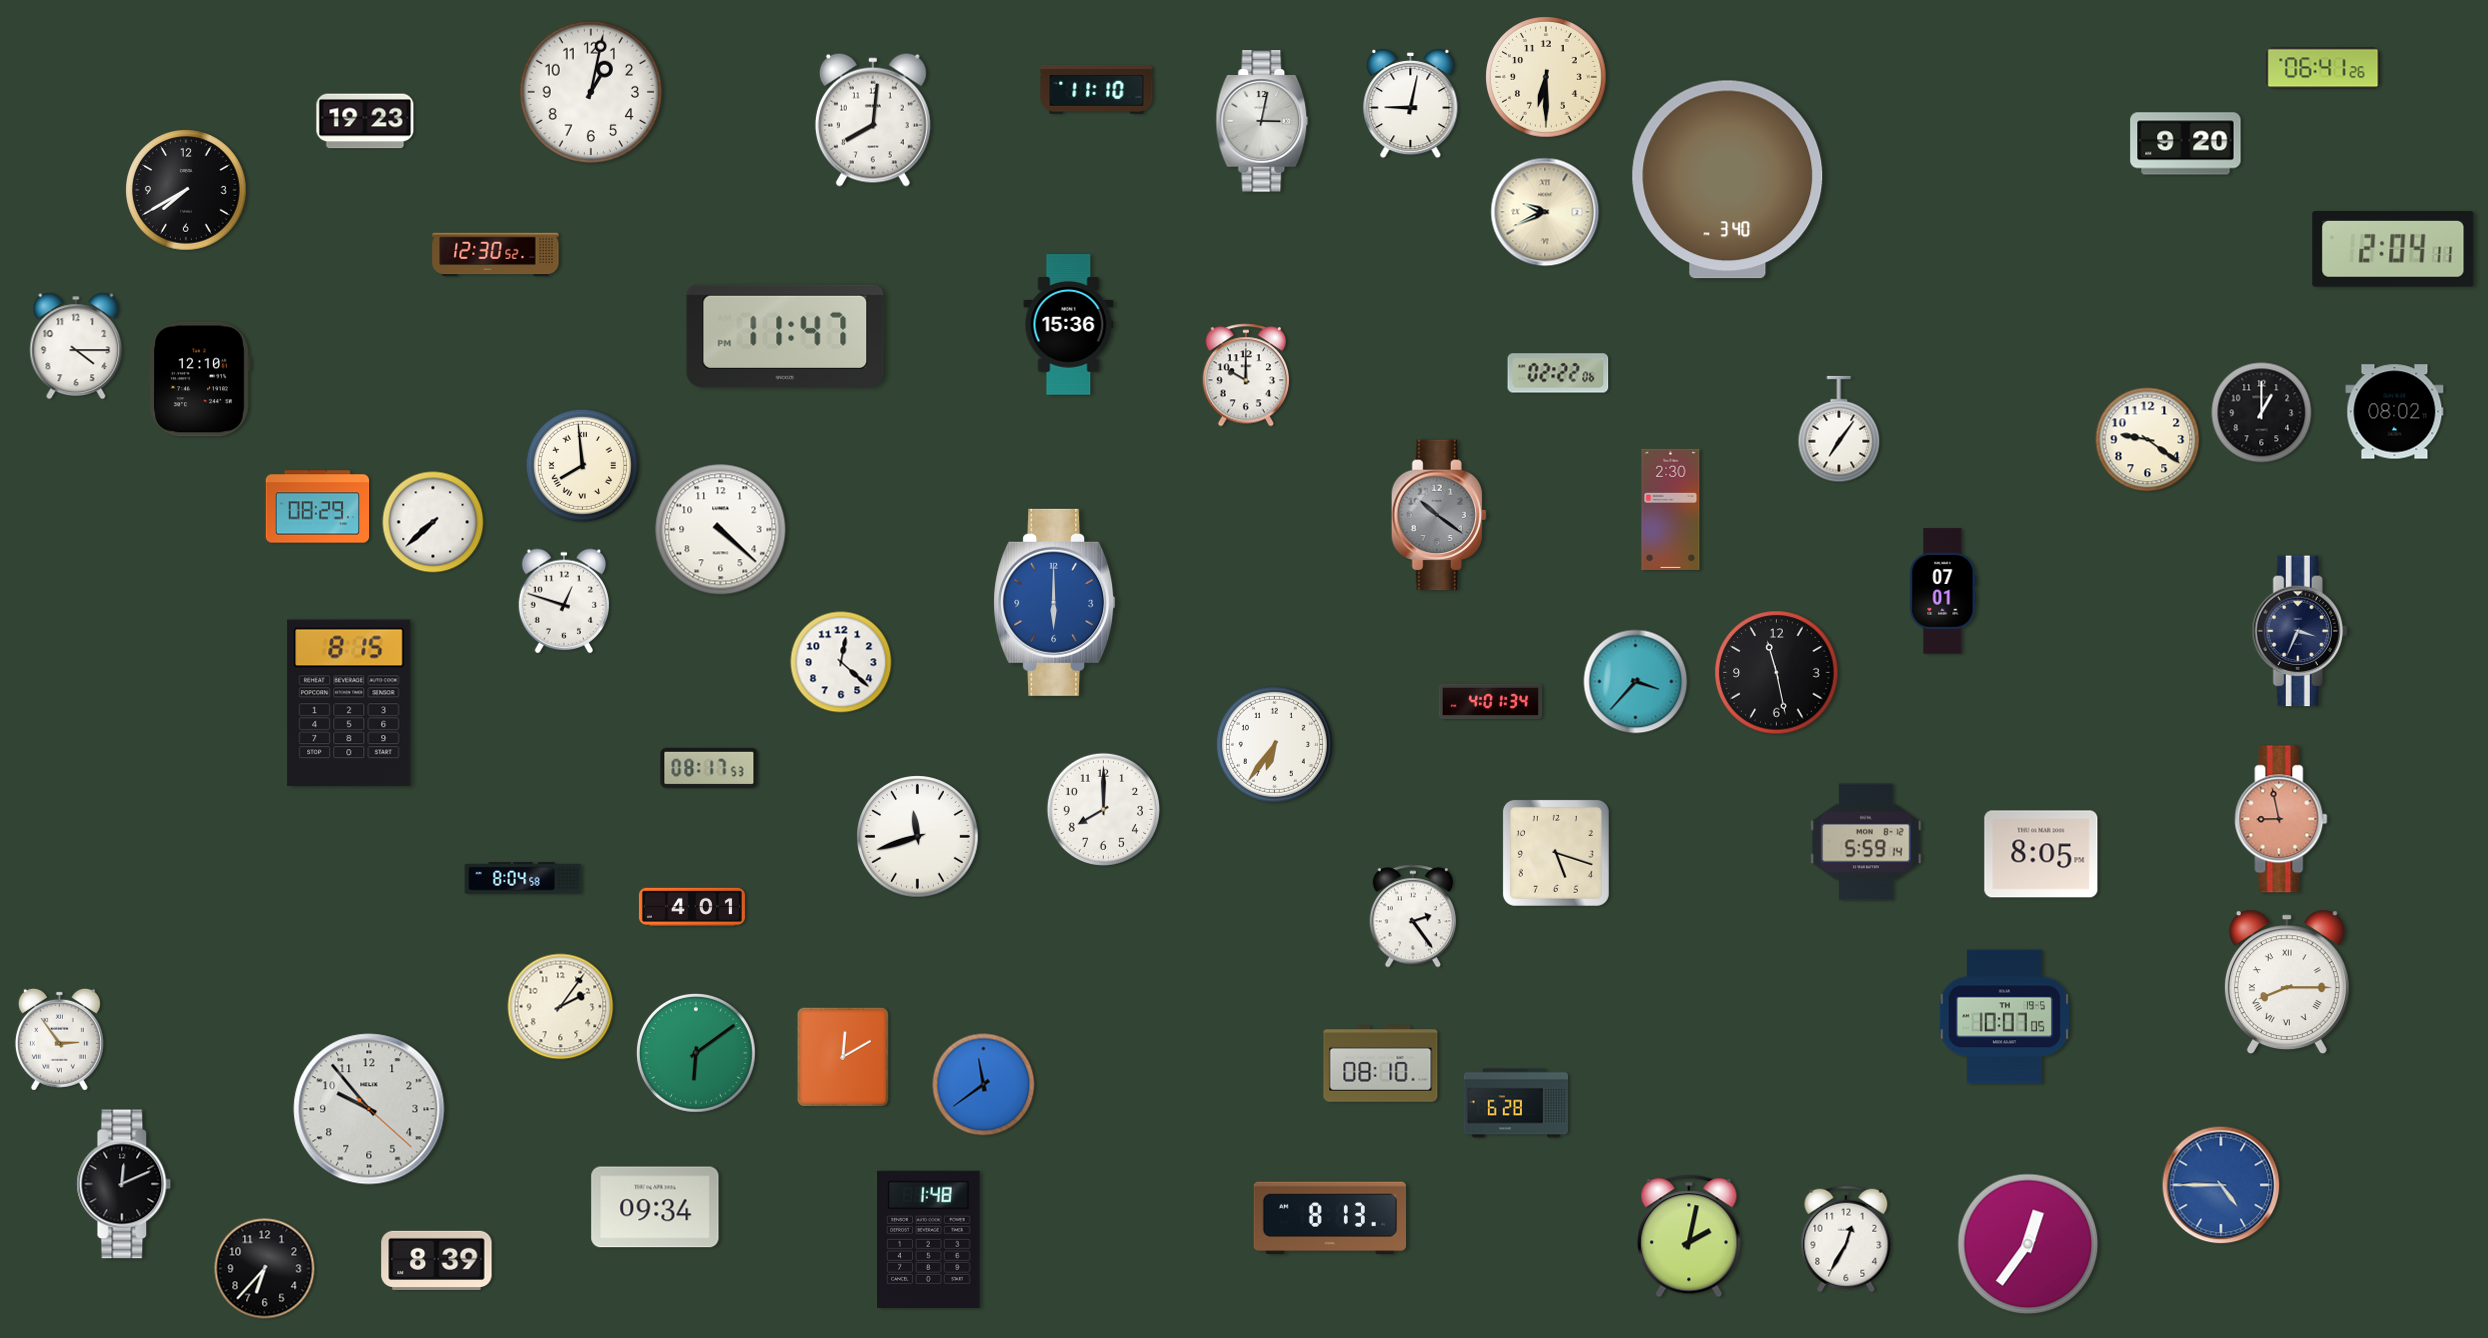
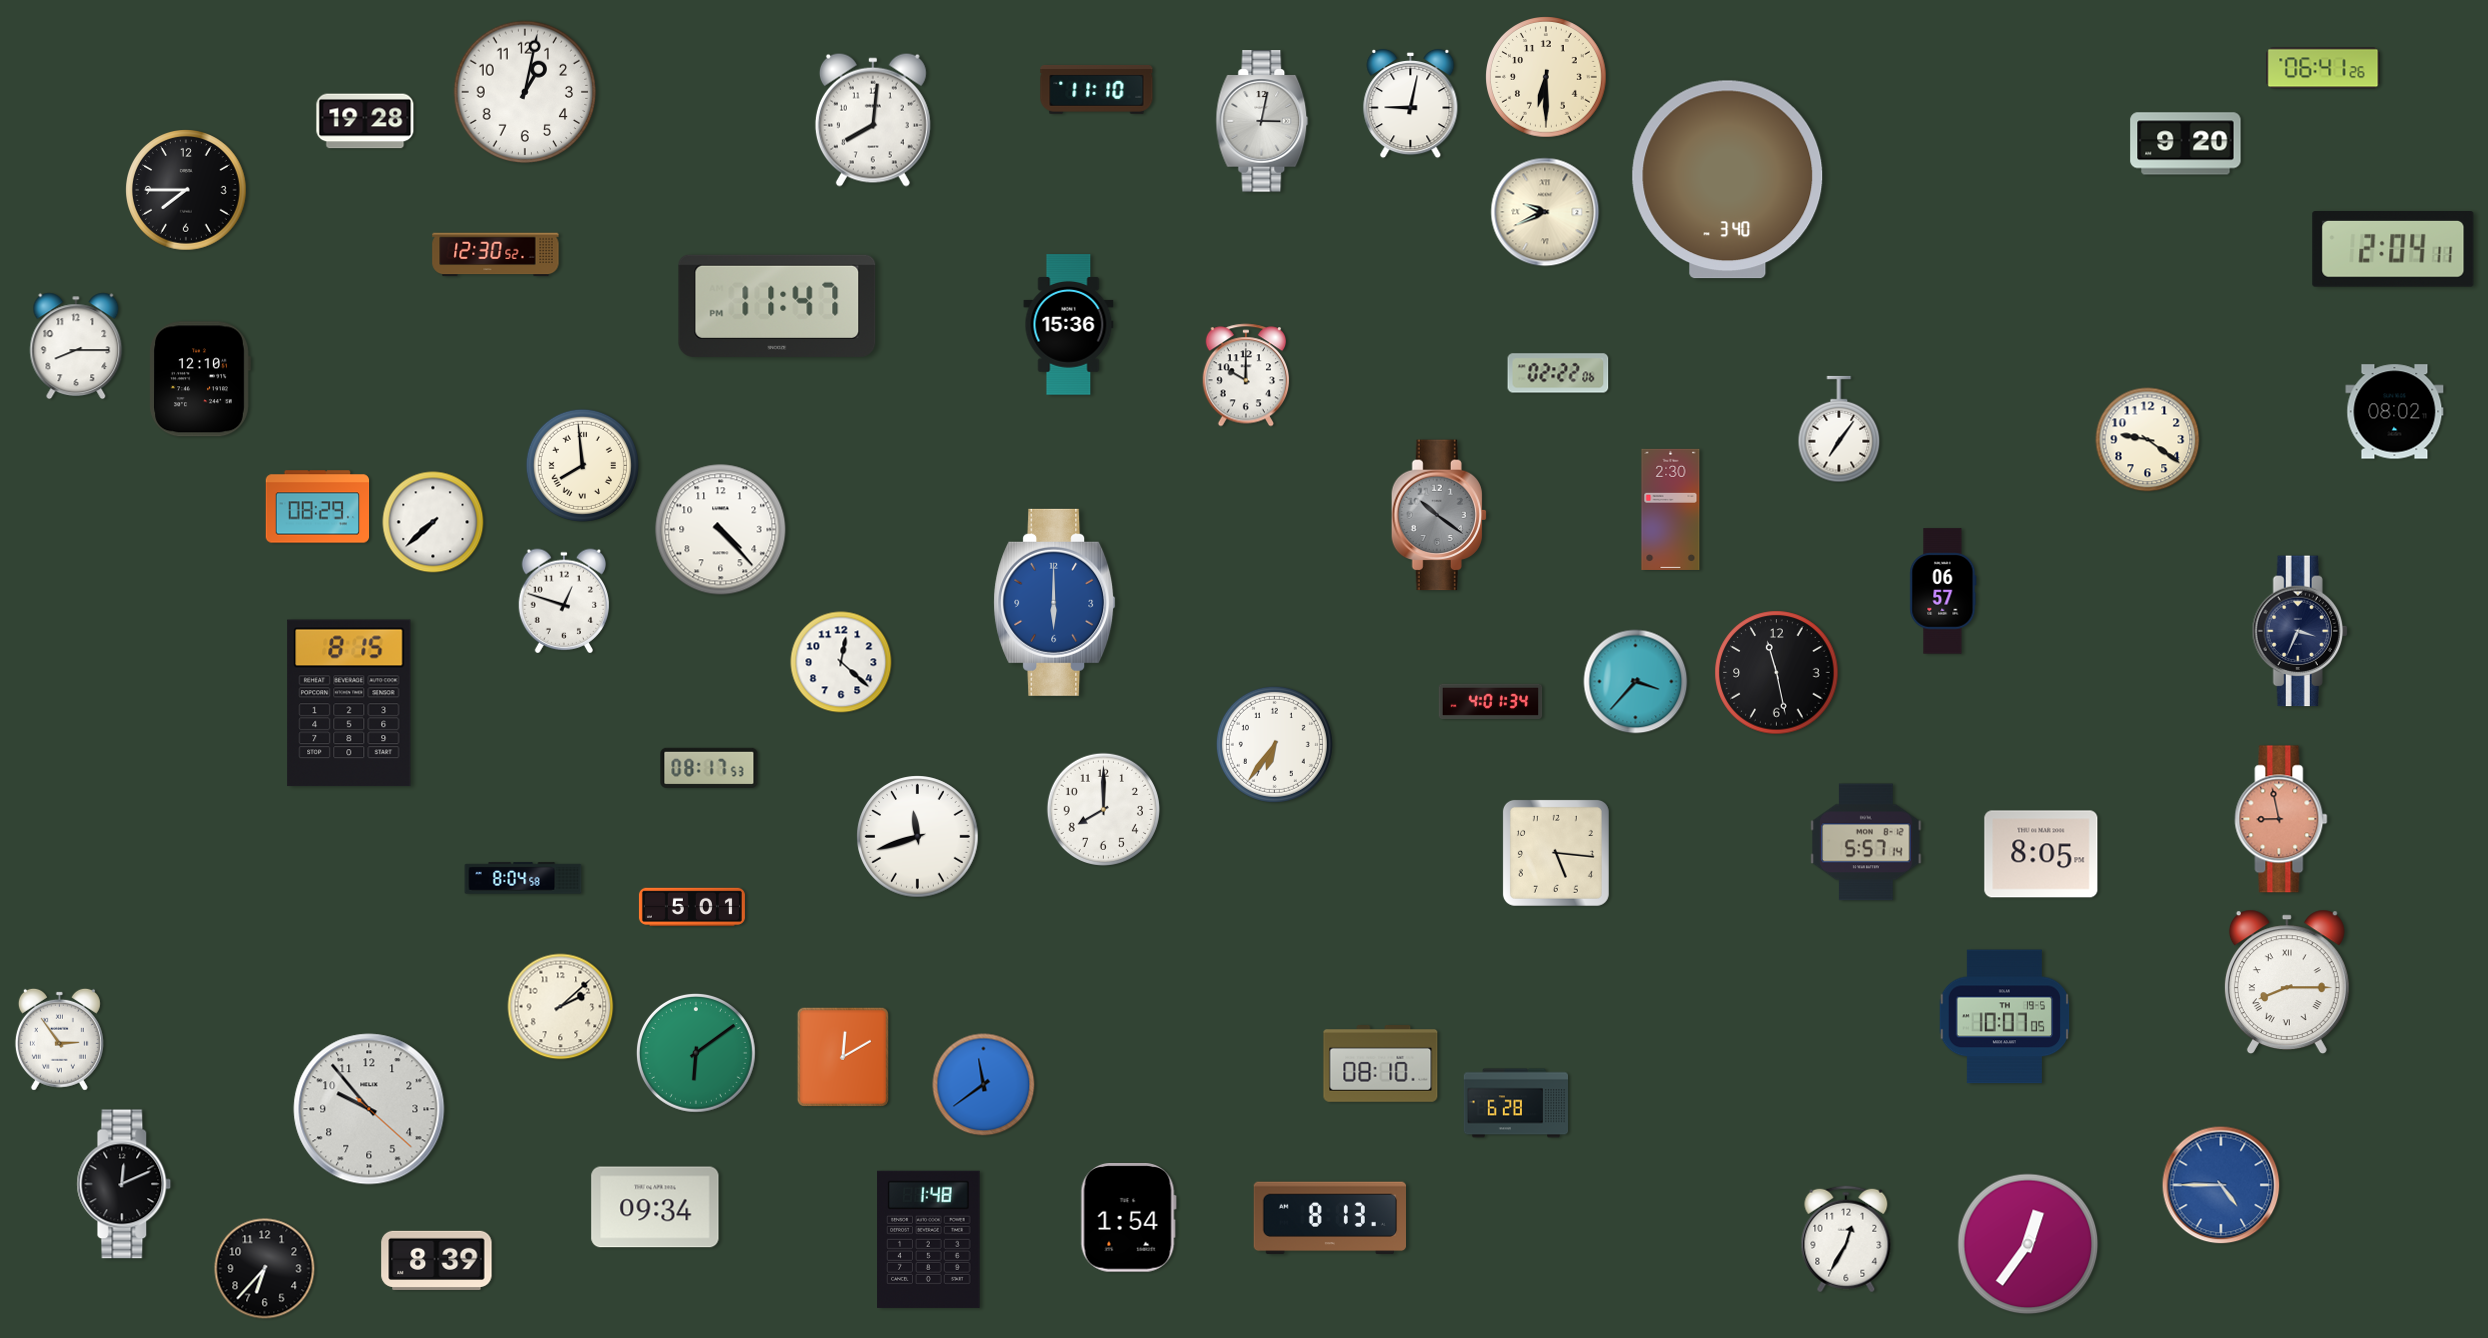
clock at (591, 92) position: (591, 92) -> (525, 92)
clock at (365, 121): 19:23 -> 19:28
clock at (186, 190): 7:40 -> 7:45
clock at (785, 336) position: (785, 336) -> (777, 306)
clock at (76, 346): 4:15 -> 8:15
clock at (2262, 413): 1:00 -> none
clock at (721, 530): 4:22 -> 4:23
clock at (1943, 591): 07:01 -> 06:57
clock at (1866, 842): 5:59 -> 5:57
clock at (1556, 853): 5:18 -> 5:16
clock at (692, 907): 4:01 -> 5:01
clock at (1413, 916): 2:24 -> none
clock at (561, 1007): 2:06 -> 2:08
clock at (1128, 1218): none -> 1:54
clock at (1689, 1236): 2:02 -> none
